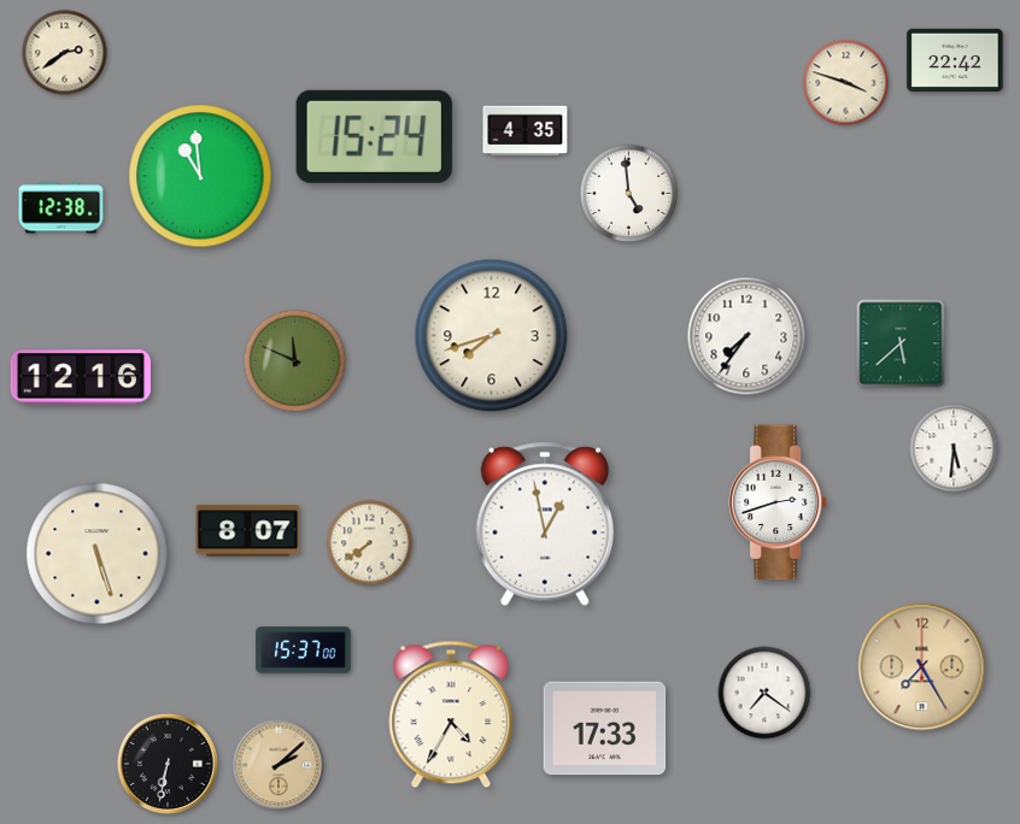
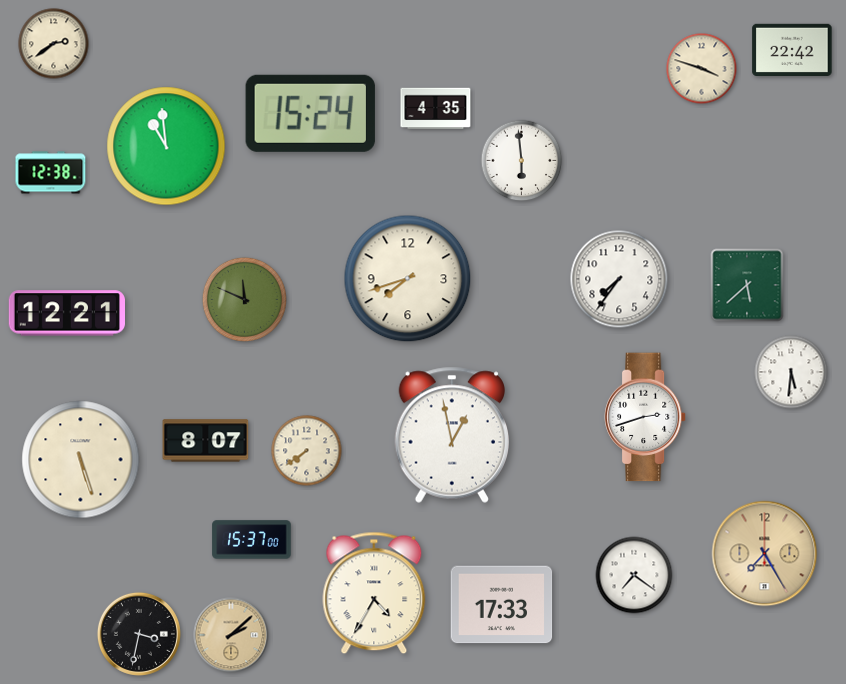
clock at (629, 194): 4:59 -> 5:59
clock at (80, 377): 12:16 -> 12:21
clock at (168, 764): 6:32 -> 3:32
